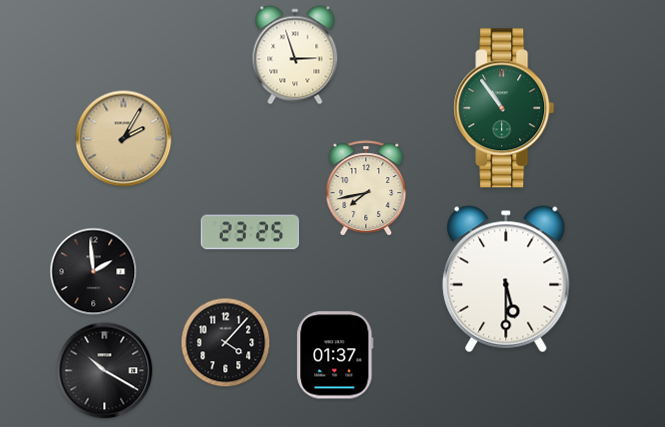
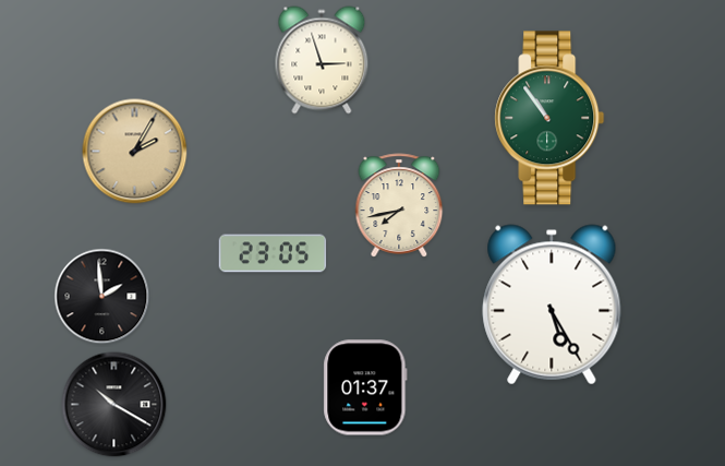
clock at (250, 232): 23:25 -> 23:05
clock at (506, 279): 5:30 -> 5:25
clock at (226, 343): 4:07 -> none
